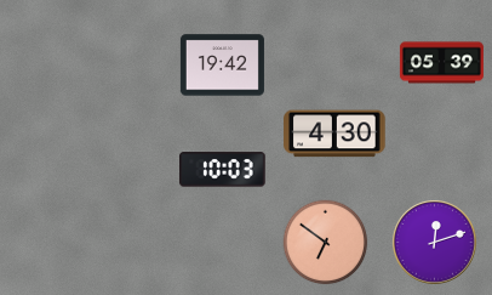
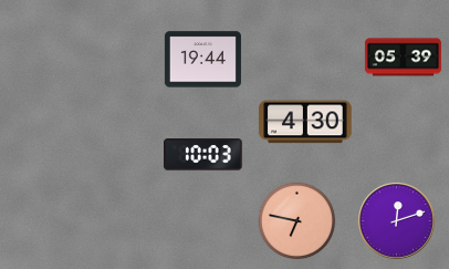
clock at (222, 66): 19:42 -> 19:44
clock at (326, 243): 6:51 -> 6:47
